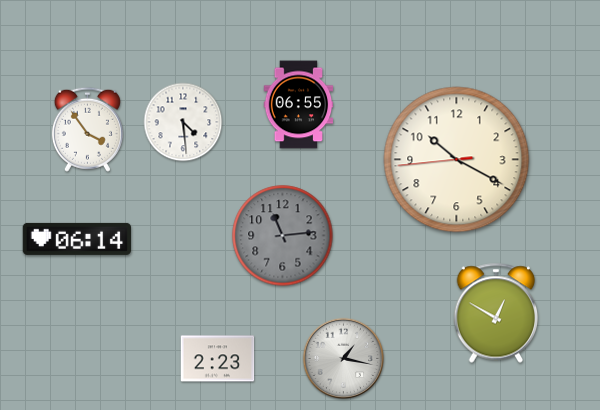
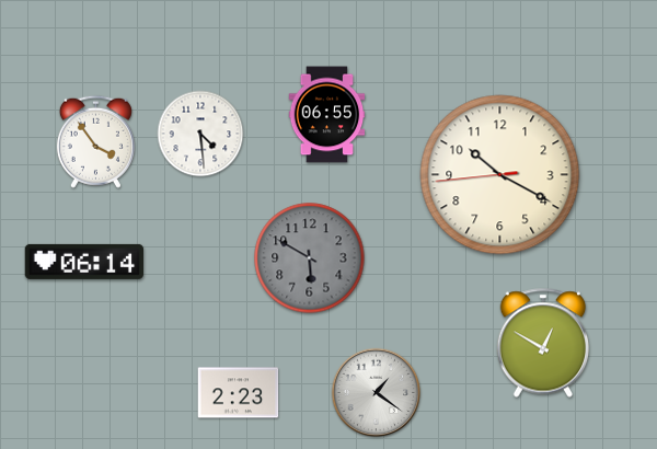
clock at (283, 236): 11:14 -> 5:50
clock at (344, 359): 1:17 -> 1:21
